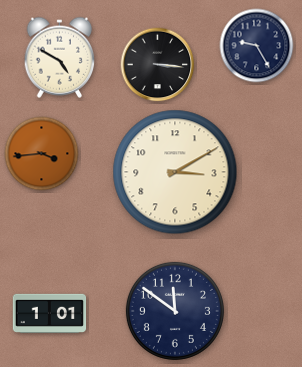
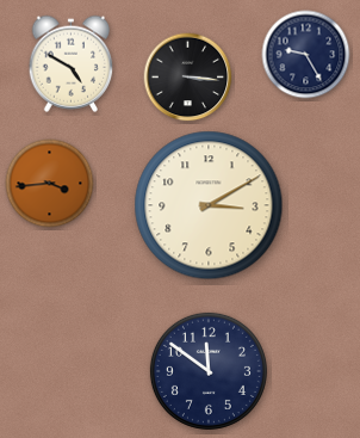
clock at (60, 57) position: (60, 57) -> (72, 63)
clock at (50, 313): 1:01 -> none
